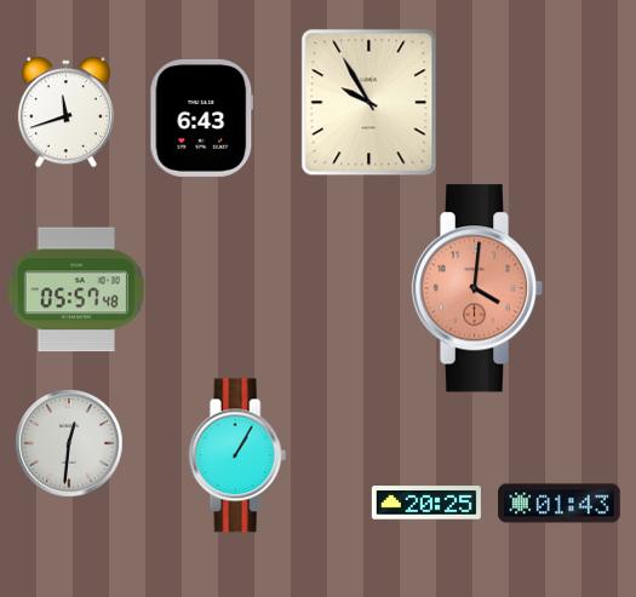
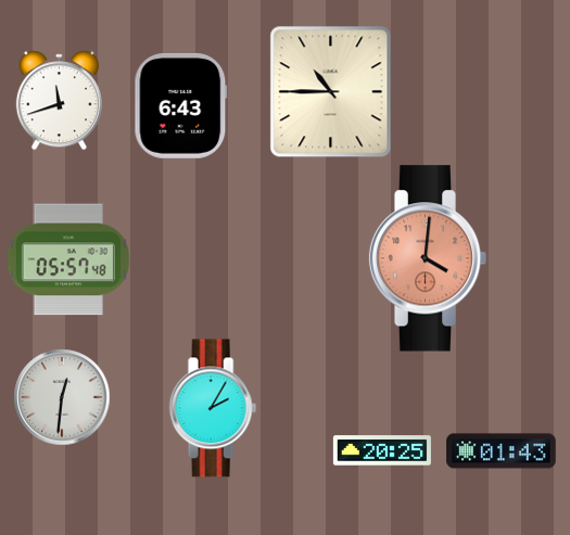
clock at (369, 103): 9:55 -> 10:45
clock at (237, 455): 1:05 -> 2:05
